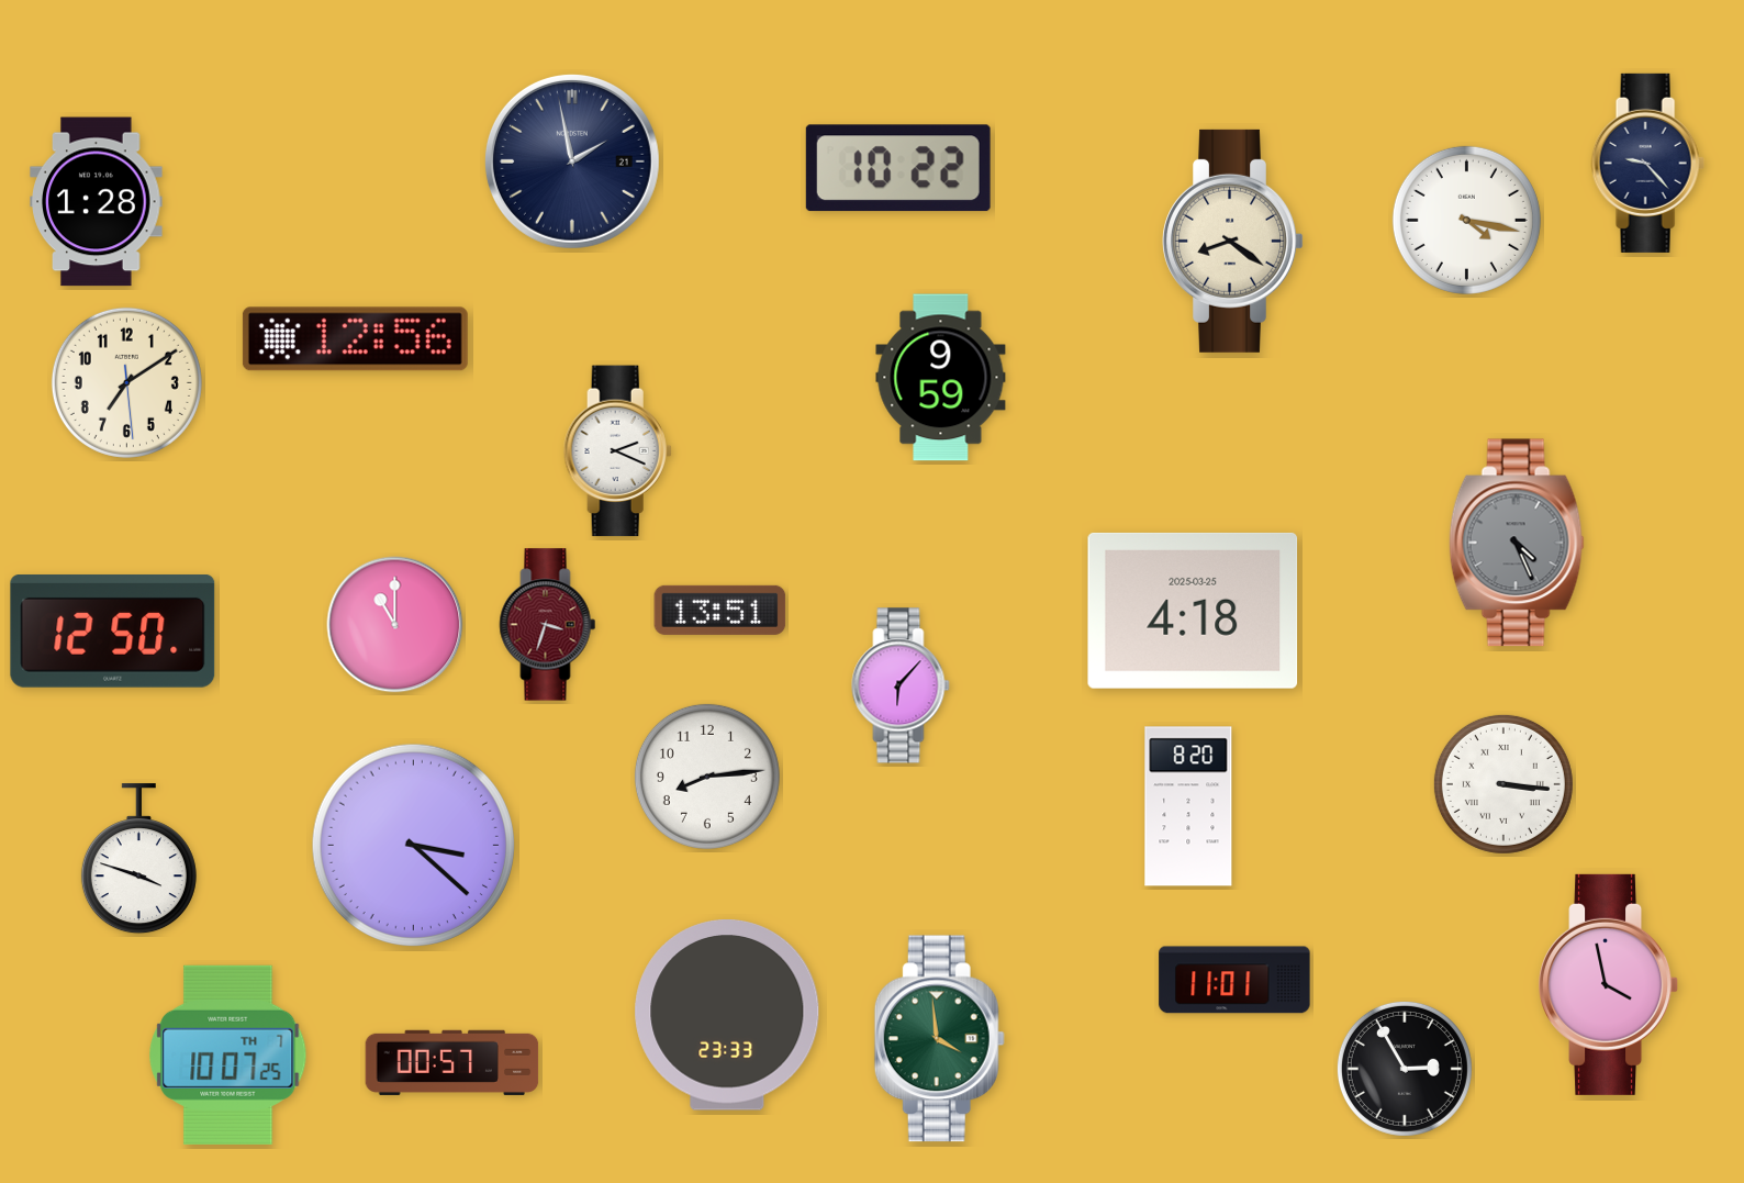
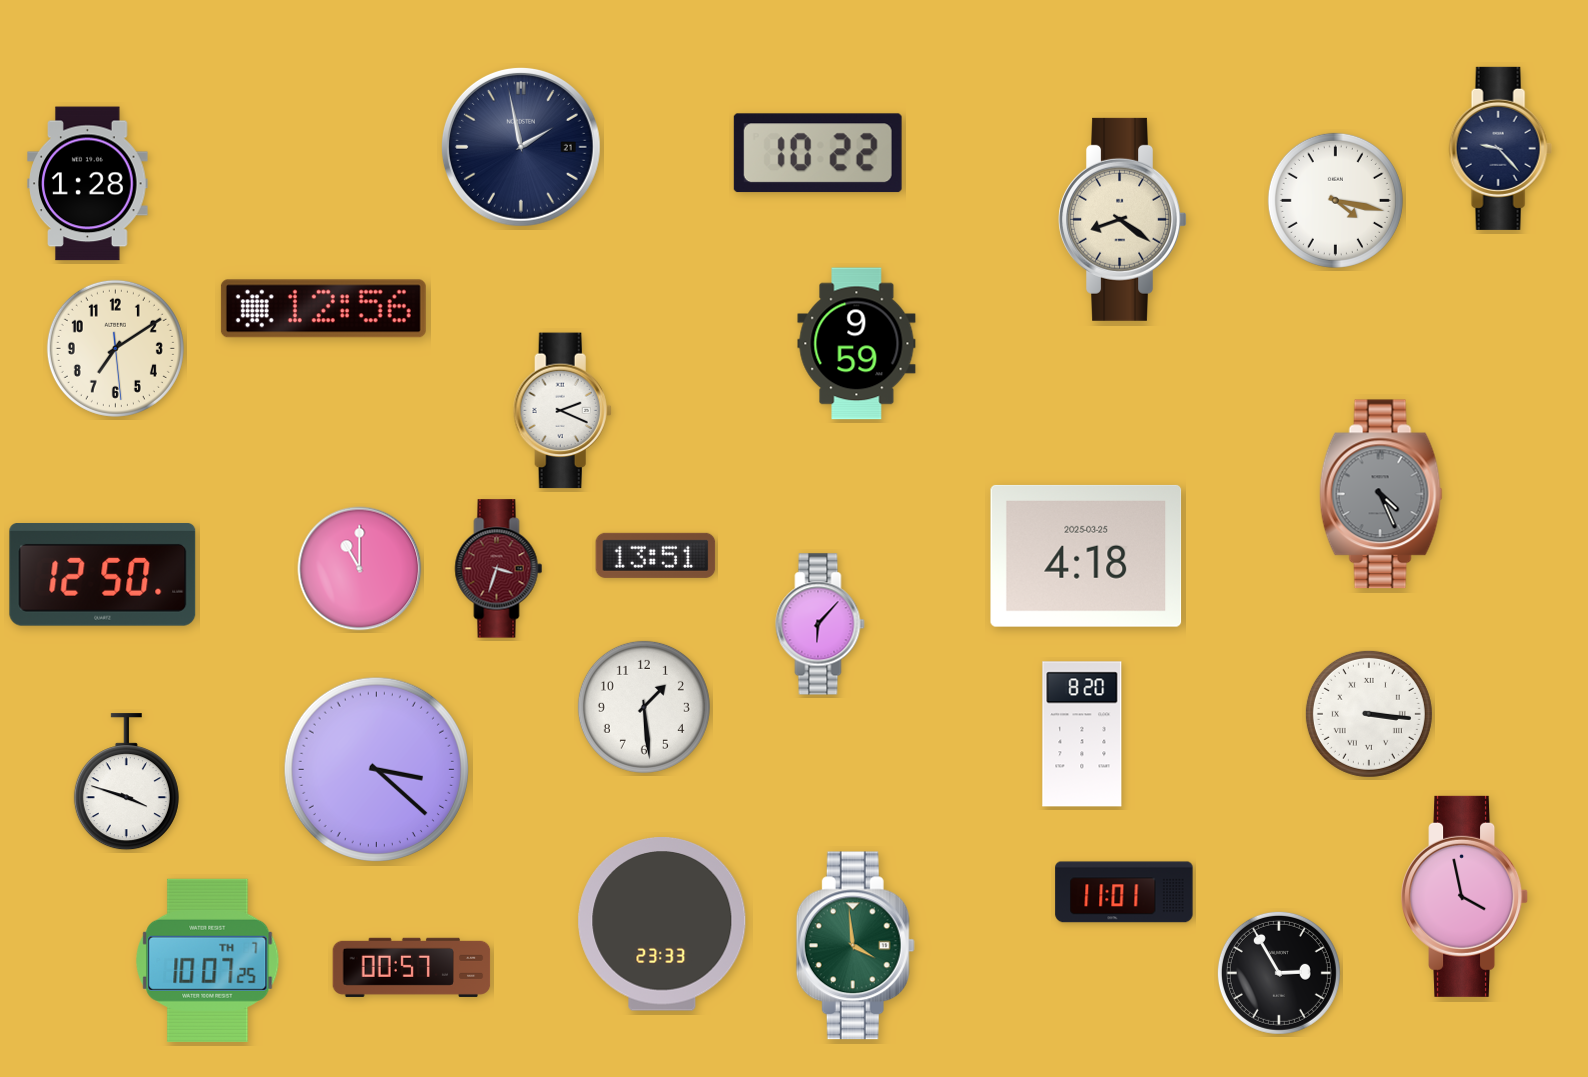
clock at (707, 777): 8:14 -> 1:29
